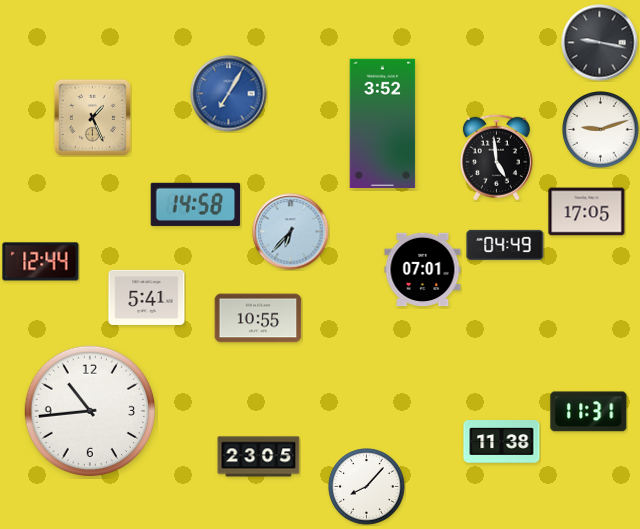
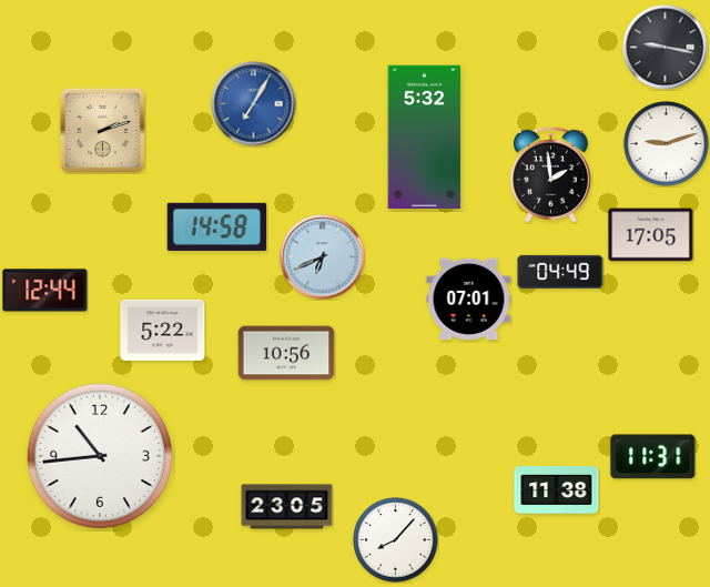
clock at (92, 117): 1:26 -> 2:12
clock at (383, 124): 3:52 -> 5:32
clock at (496, 157): 4:59 -> 1:59
clock at (291, 232): 6:37 -> 6:41
clock at (147, 297): 5:41 -> 5:22
clock at (258, 318): 10:55 -> 10:56
clock at (367, 487) position: (367, 487) -> (396, 540)
